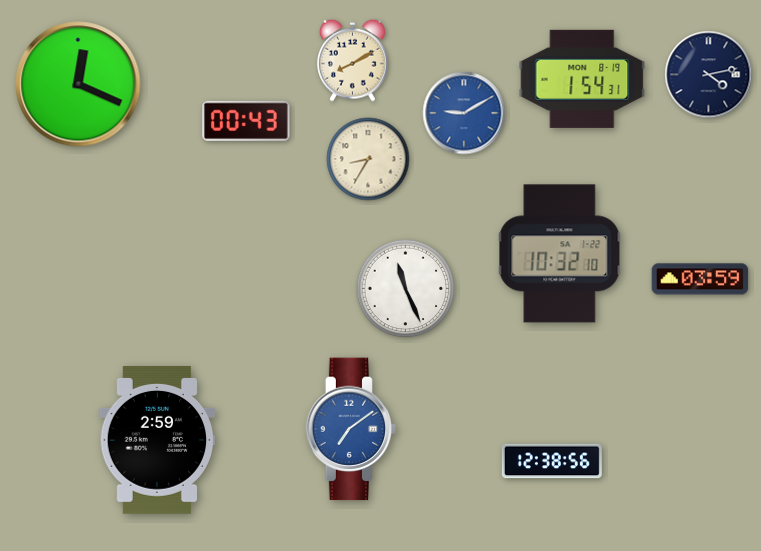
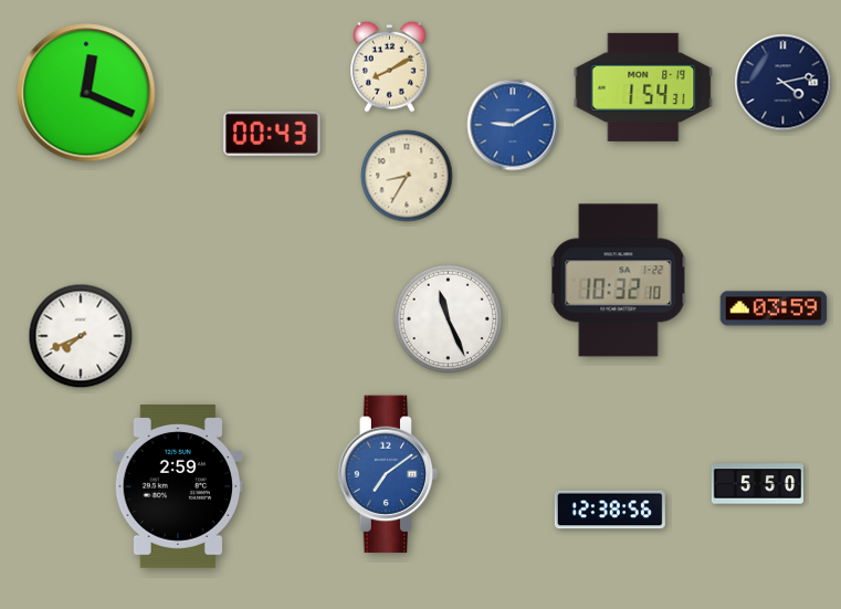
clock at (81, 336): none -> 7:41
clock at (757, 484): none -> 5:50
clock at (157, 441) position: (157, 441) -> (178, 487)
